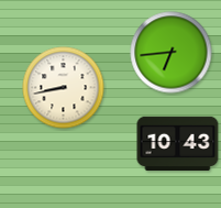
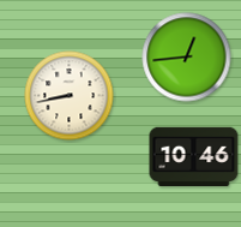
clock at (172, 53): 6:44 -> 12:44
clock at (178, 143): 10:43 -> 10:46
